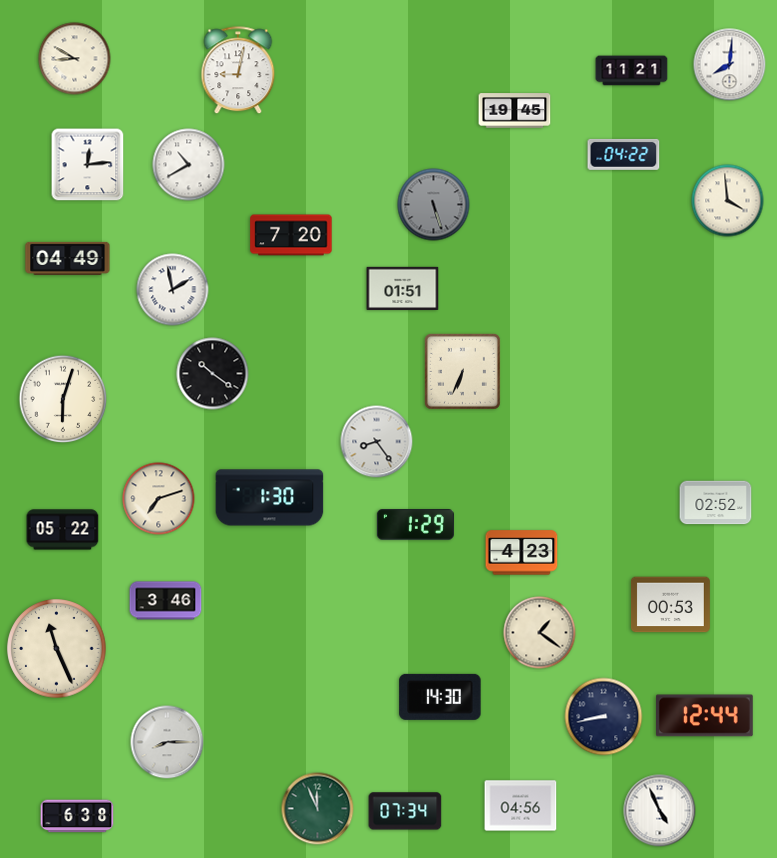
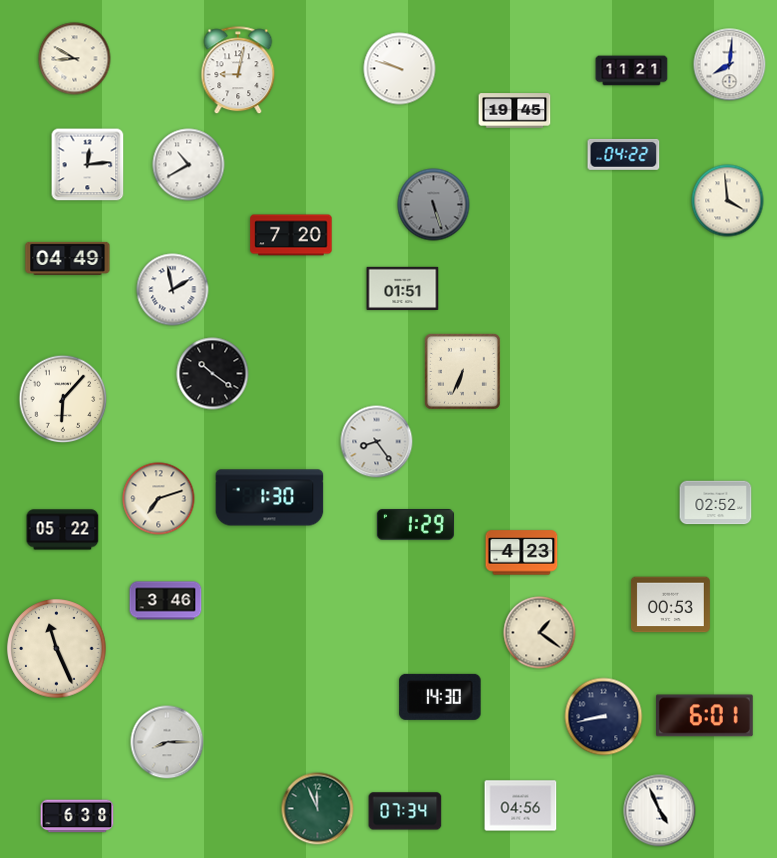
clock at (400, 69): none -> 9:48
clock at (63, 399): 6:03 -> 6:07
clock at (705, 716): 12:44 -> 6:01
